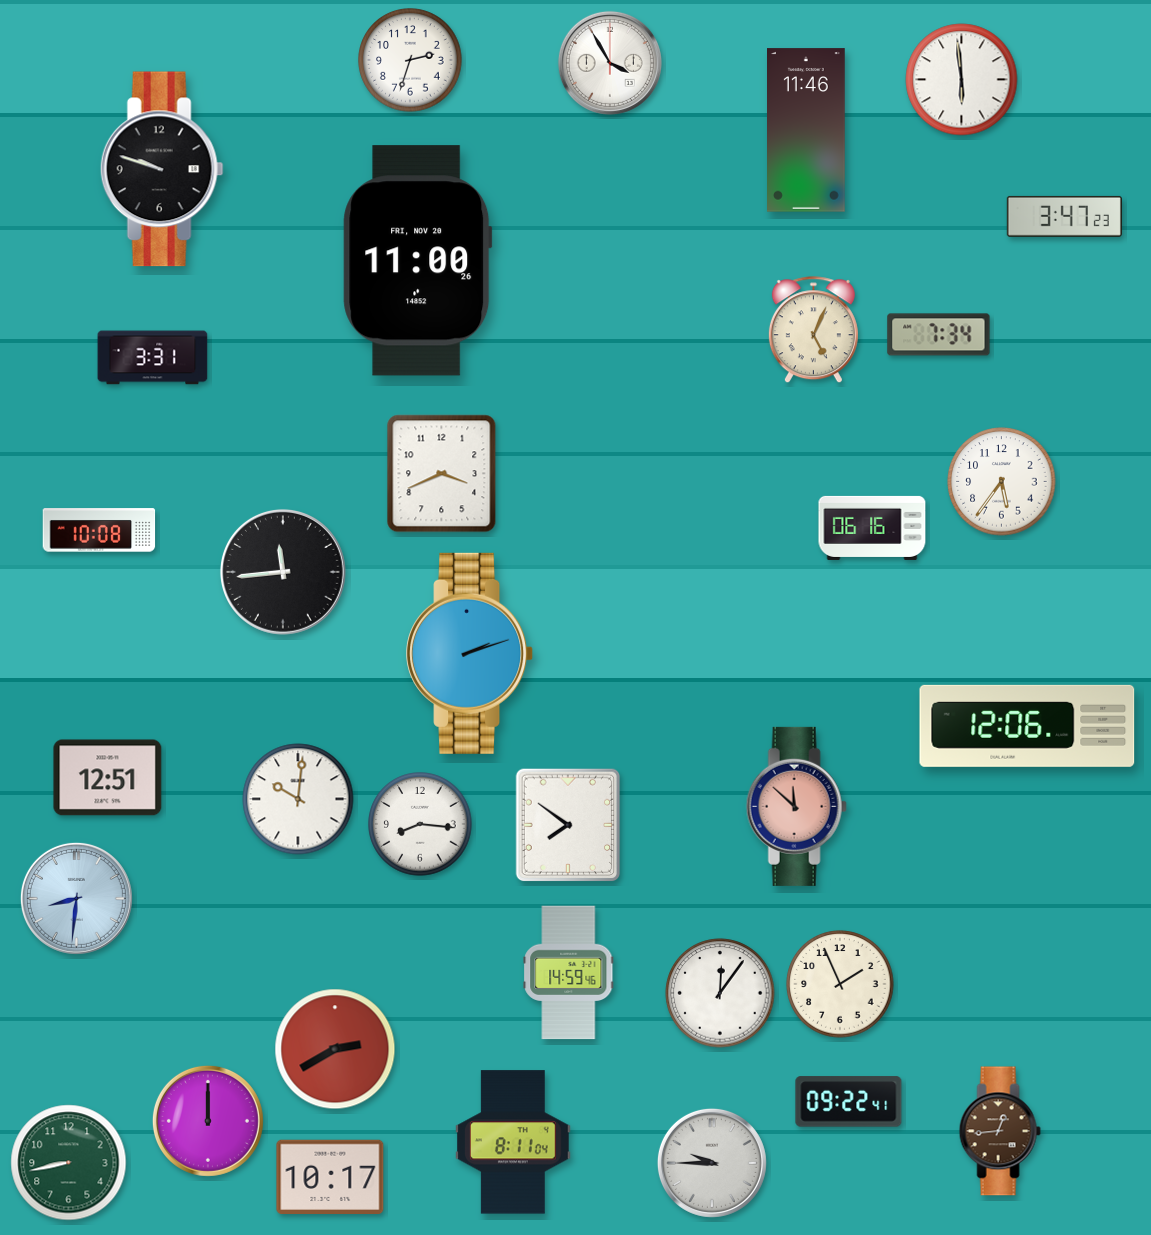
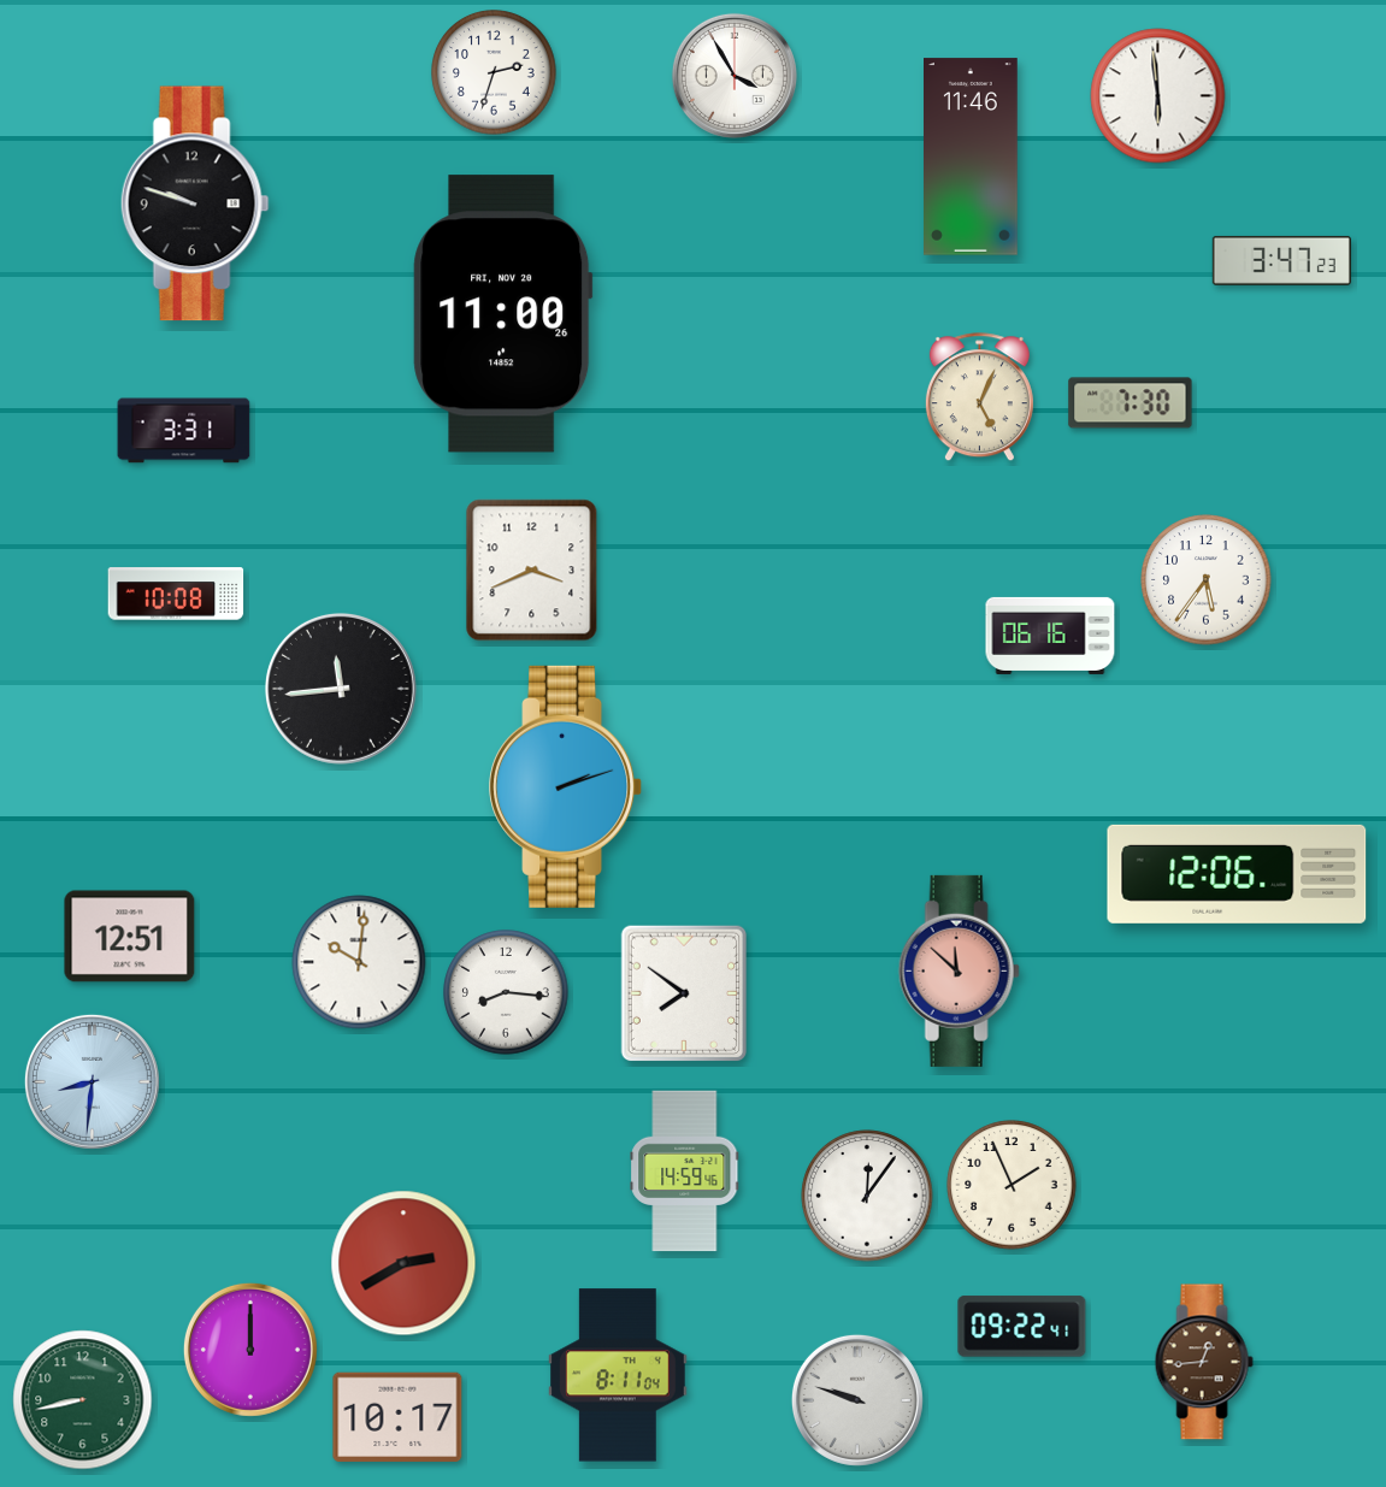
clock at (939, 335): 7:34 -> 7:30
clock at (99, 530) position: (99, 530) -> (176, 594)
clock at (712, 1163): 9:45 -> 9:48
